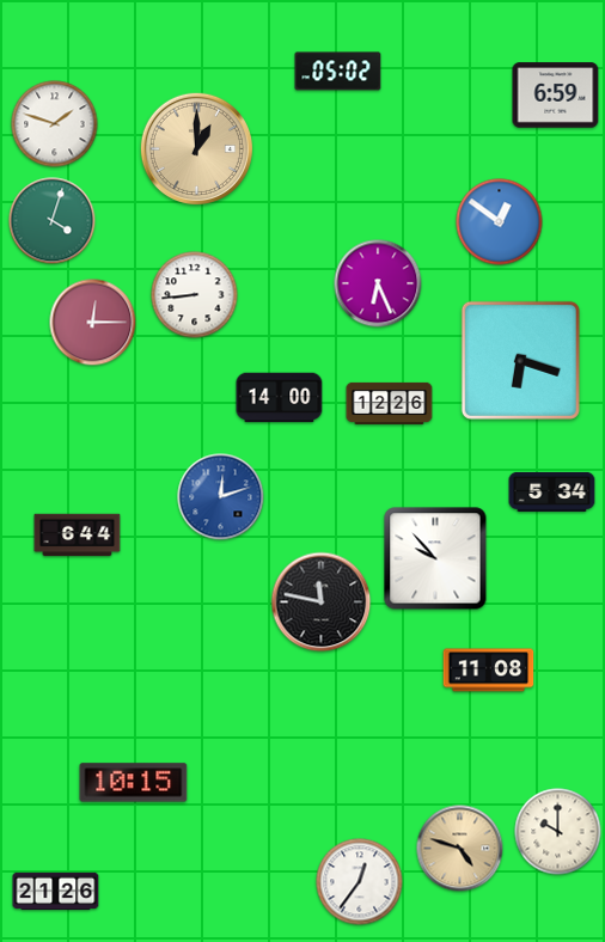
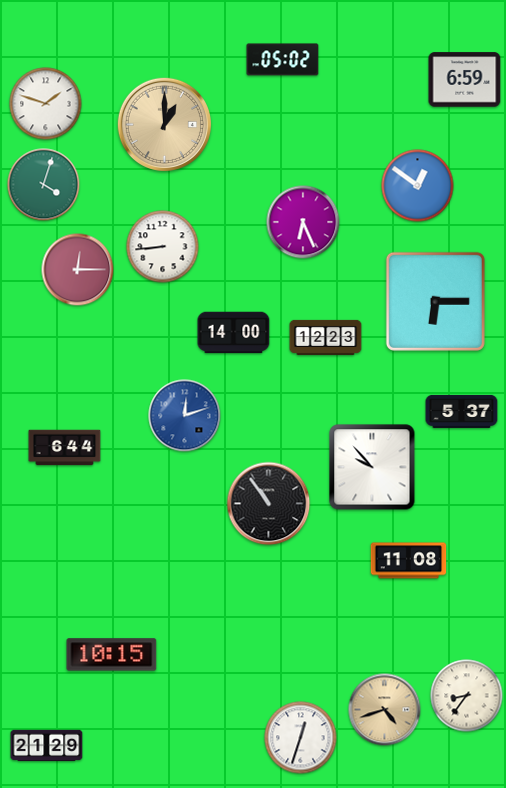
clock at (378, 283) position: (378, 283) -> (303, 222)
clock at (520, 360): 6:18 -> 6:15
clock at (390, 403): 12:26 -> 12:23
clock at (552, 491): 5:34 -> 5:37
clock at (435, 558) position: (435, 558) -> (372, 467)
clock at (322, 602): 11:47 -> 10:54
clock at (558, 832): 10:00 -> 8:36
clock at (460, 849): 4:48 -> 4:42
clock at (360, 882): 12:36 -> 12:33
clock at (56, 892): 21:26 -> 21:29
